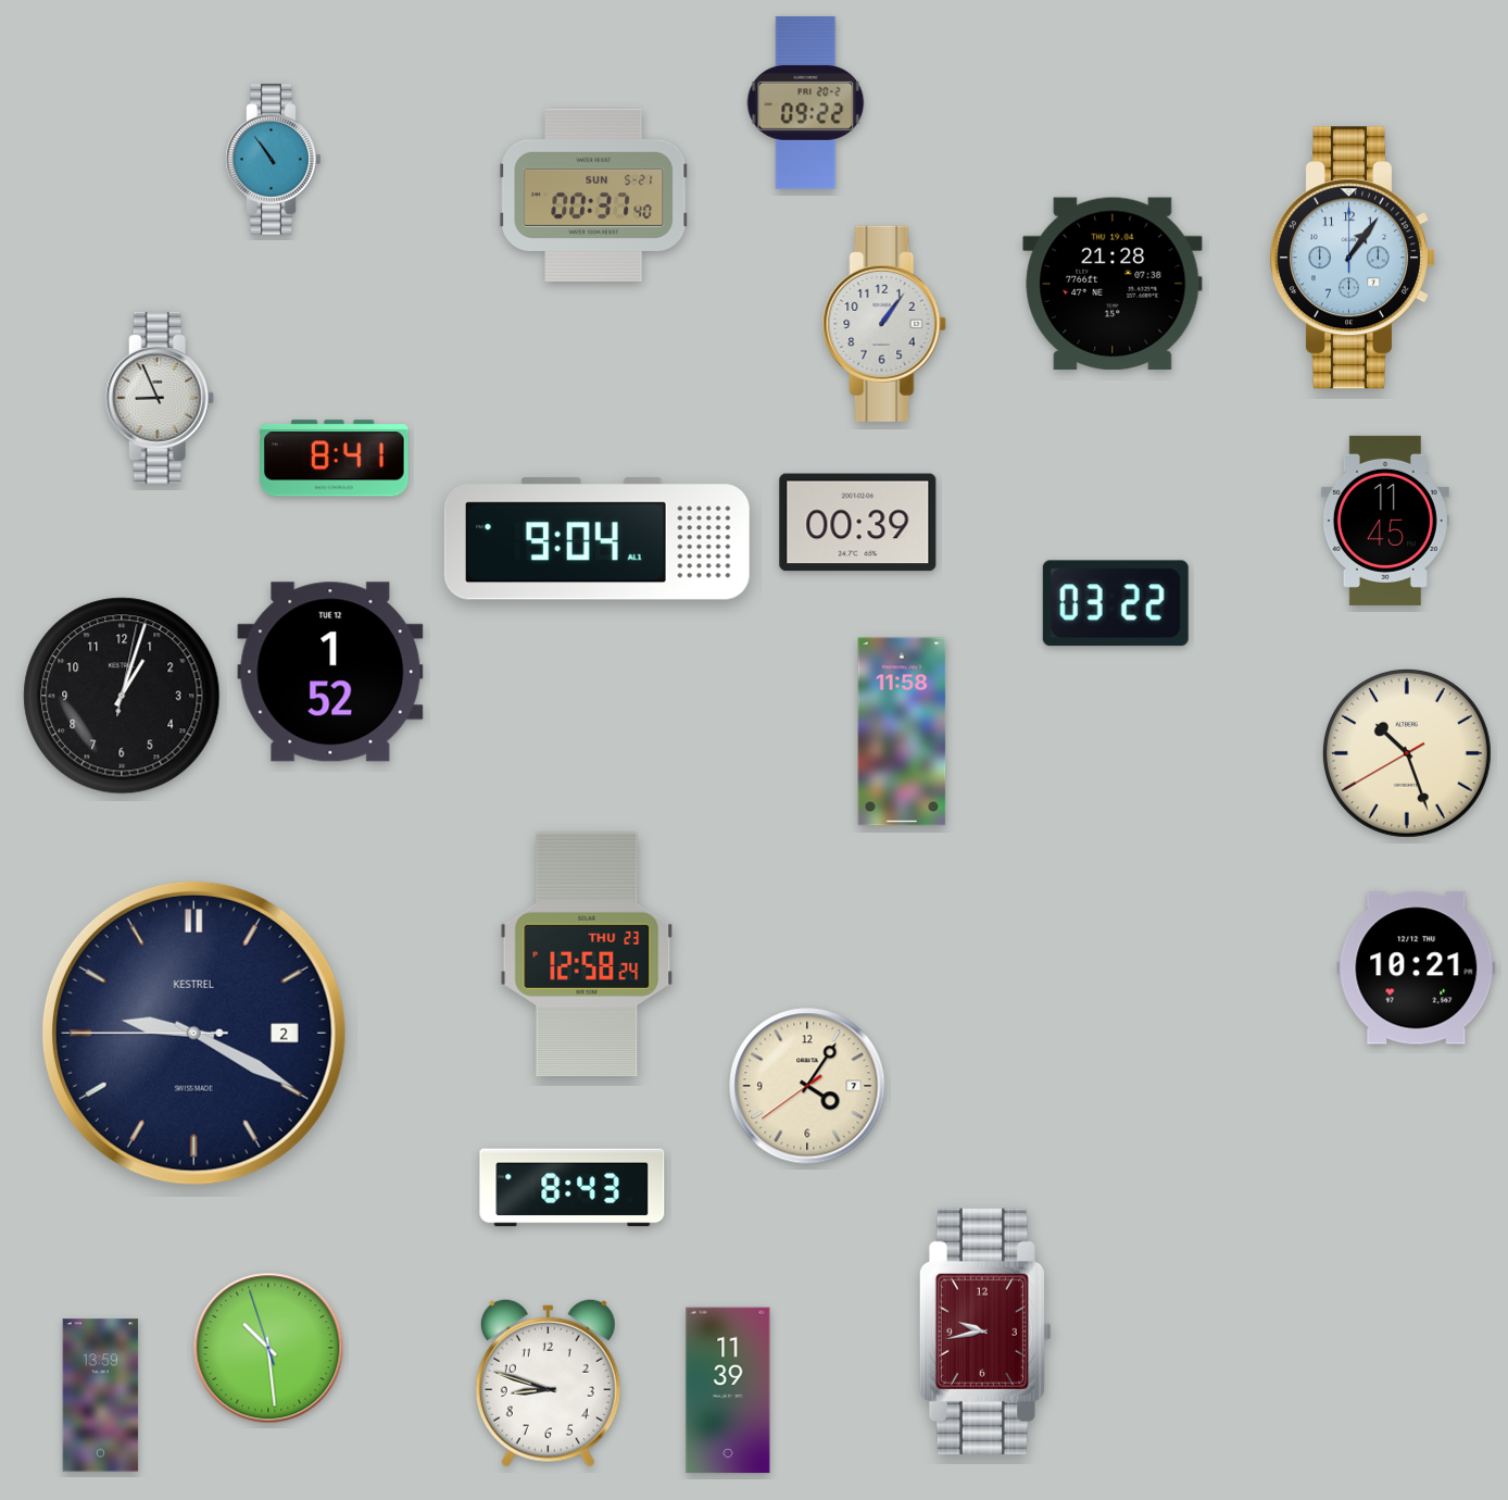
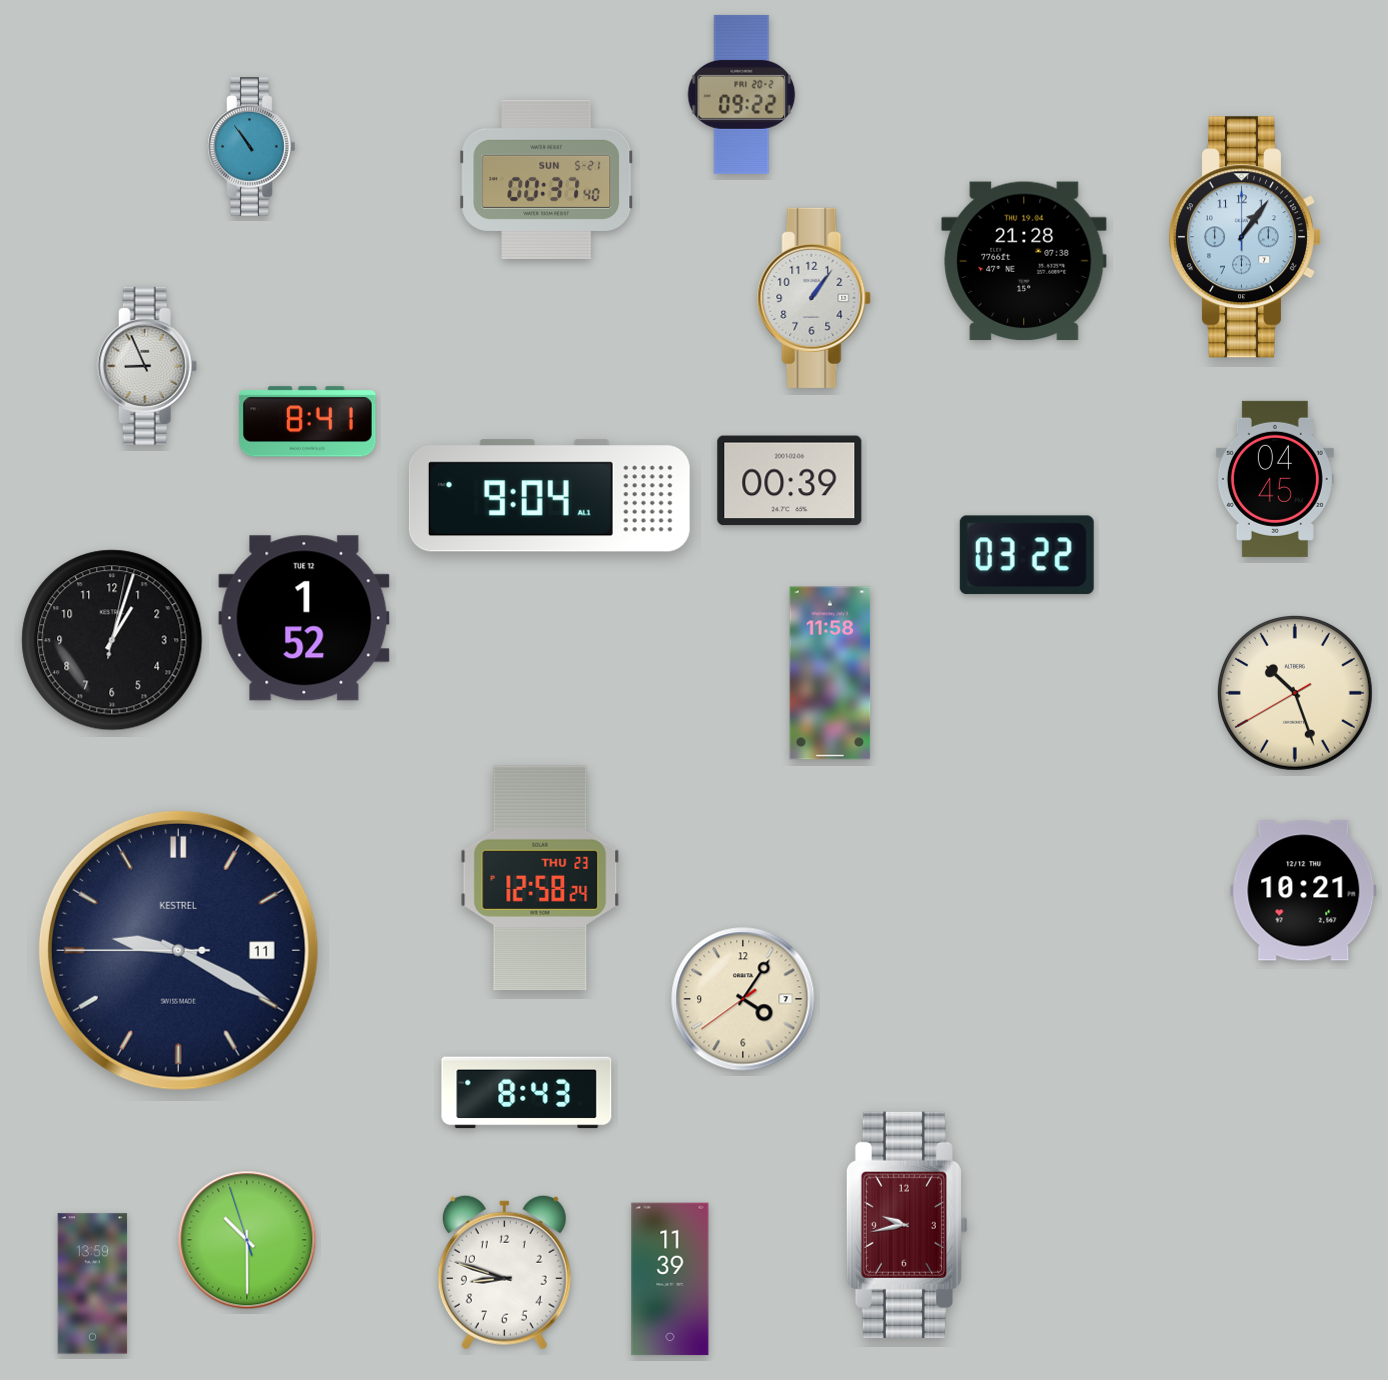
clock at (1385, 521): 11:45 -> 04:45
clock at (193, 1033) date: 2 -> 11
clock at (268, 1348): 10:28 -> 10:29
